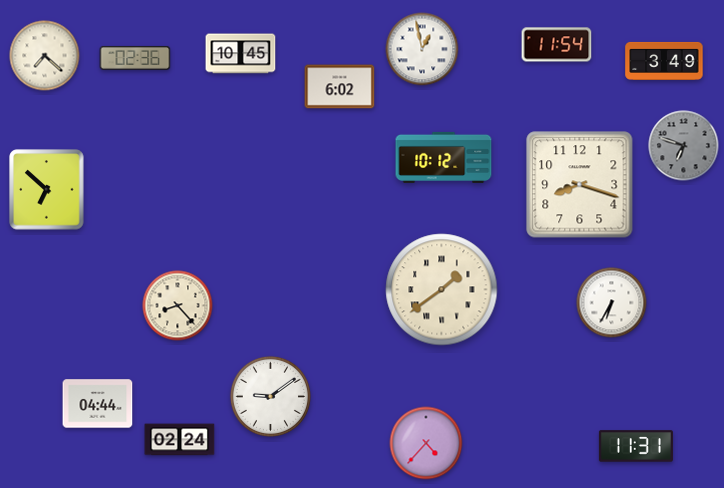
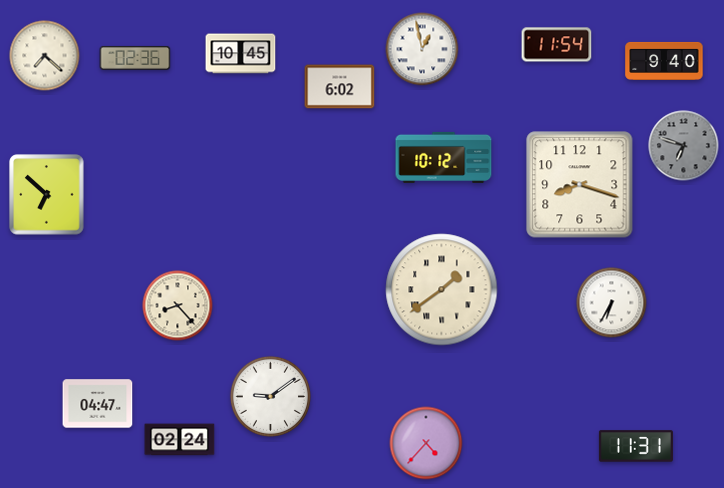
clock at (664, 61): 3:49 -> 9:40
clock at (47, 190) position: (47, 190) -> (47, 195)
clock at (98, 404): 04:44 -> 04:47
